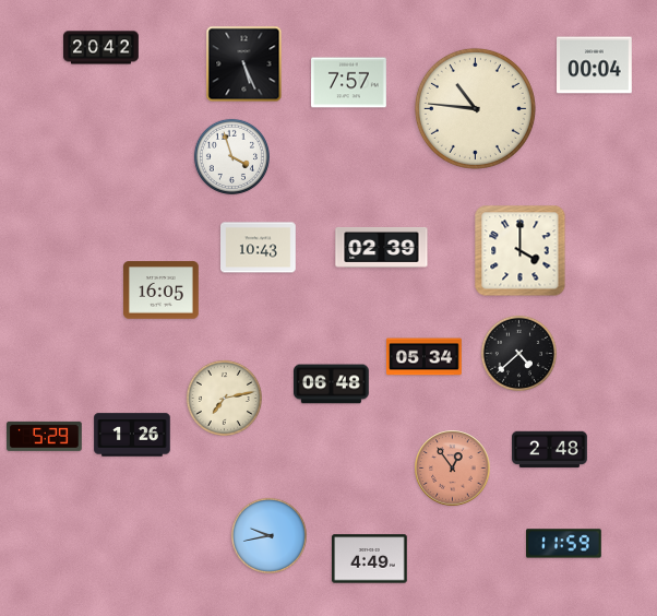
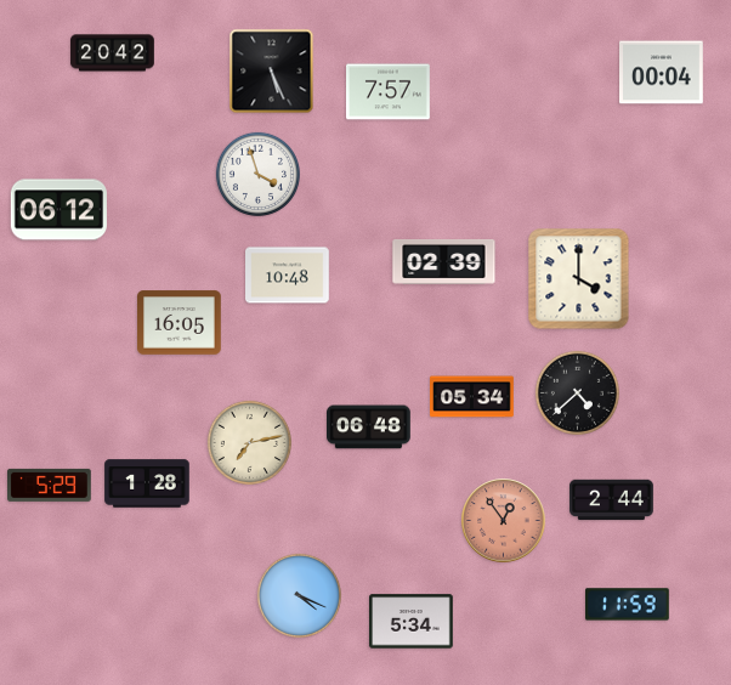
clock at (475, 108): 10:46 -> none
clock at (58, 210): none -> 06:12
clock at (382, 247) position: (382, 247) -> (444, 261)
clock at (259, 248): 10:43 -> 10:48
clock at (132, 435): 1:26 -> 1:28
clock at (550, 450): 2:48 -> 2:44
clock at (268, 535): 9:43 -> 4:19
clock at (370, 559): 4:49 -> 5:34
